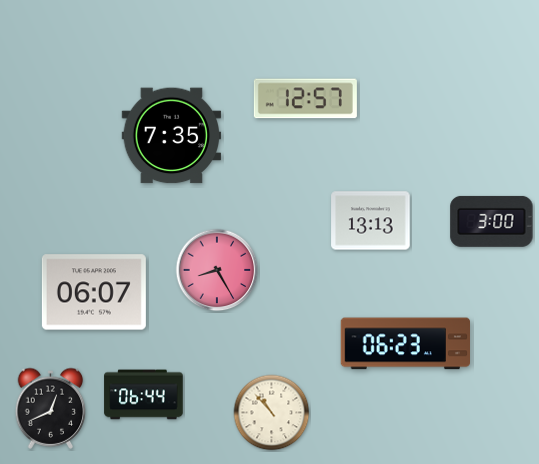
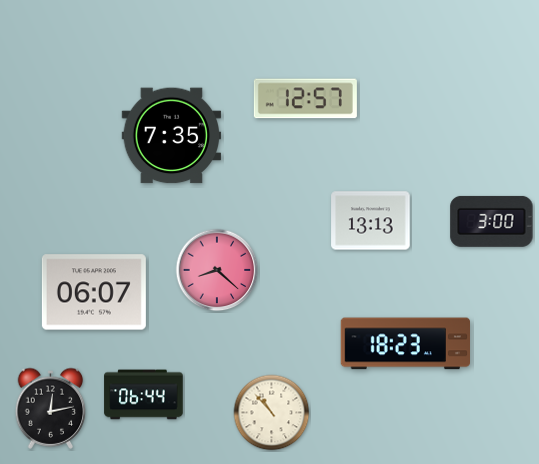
clock at (217, 270): 8:25 -> 8:22
clock at (405, 344): 06:23 -> 18:23
clock at (51, 408): 12:41 -> 12:13
